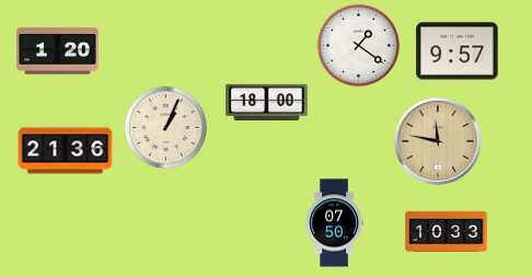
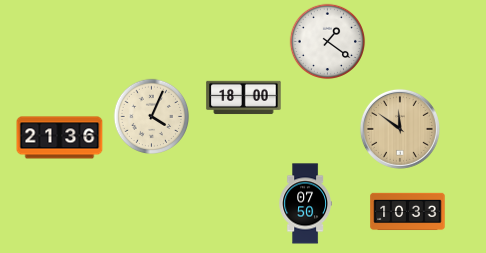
clock at (58, 51): 1:20 -> none
clock at (458, 51): 9:57 -> none
clock at (267, 103) position: (267, 103) -> (244, 98)
clock at (166, 128): 1:04 -> 4:04
clock at (438, 141): 11:47 -> 11:51
